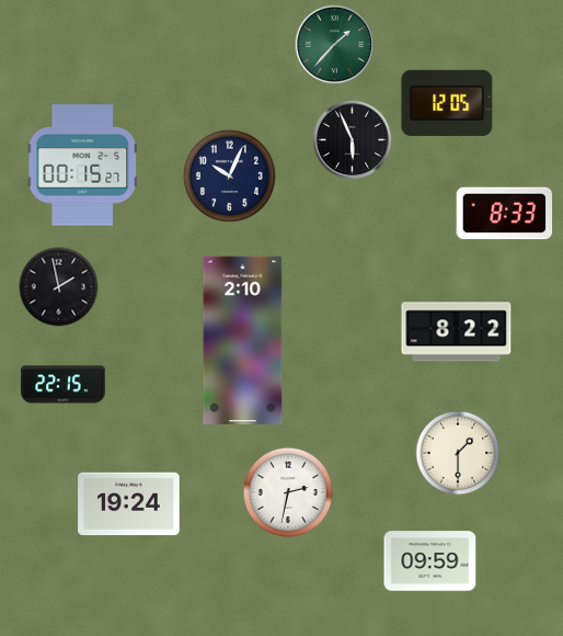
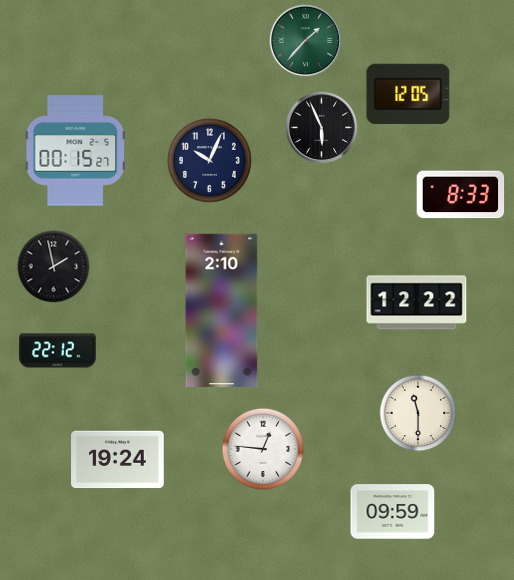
clock at (59, 287) position: (59, 287) -> (54, 267)
clock at (457, 332): 8:22 -> 12:22
clock at (64, 385): 22:15 -> 22:12
clock at (458, 453): 1:30 -> 11:30
clock at (287, 491): 2:32 -> 12:46
